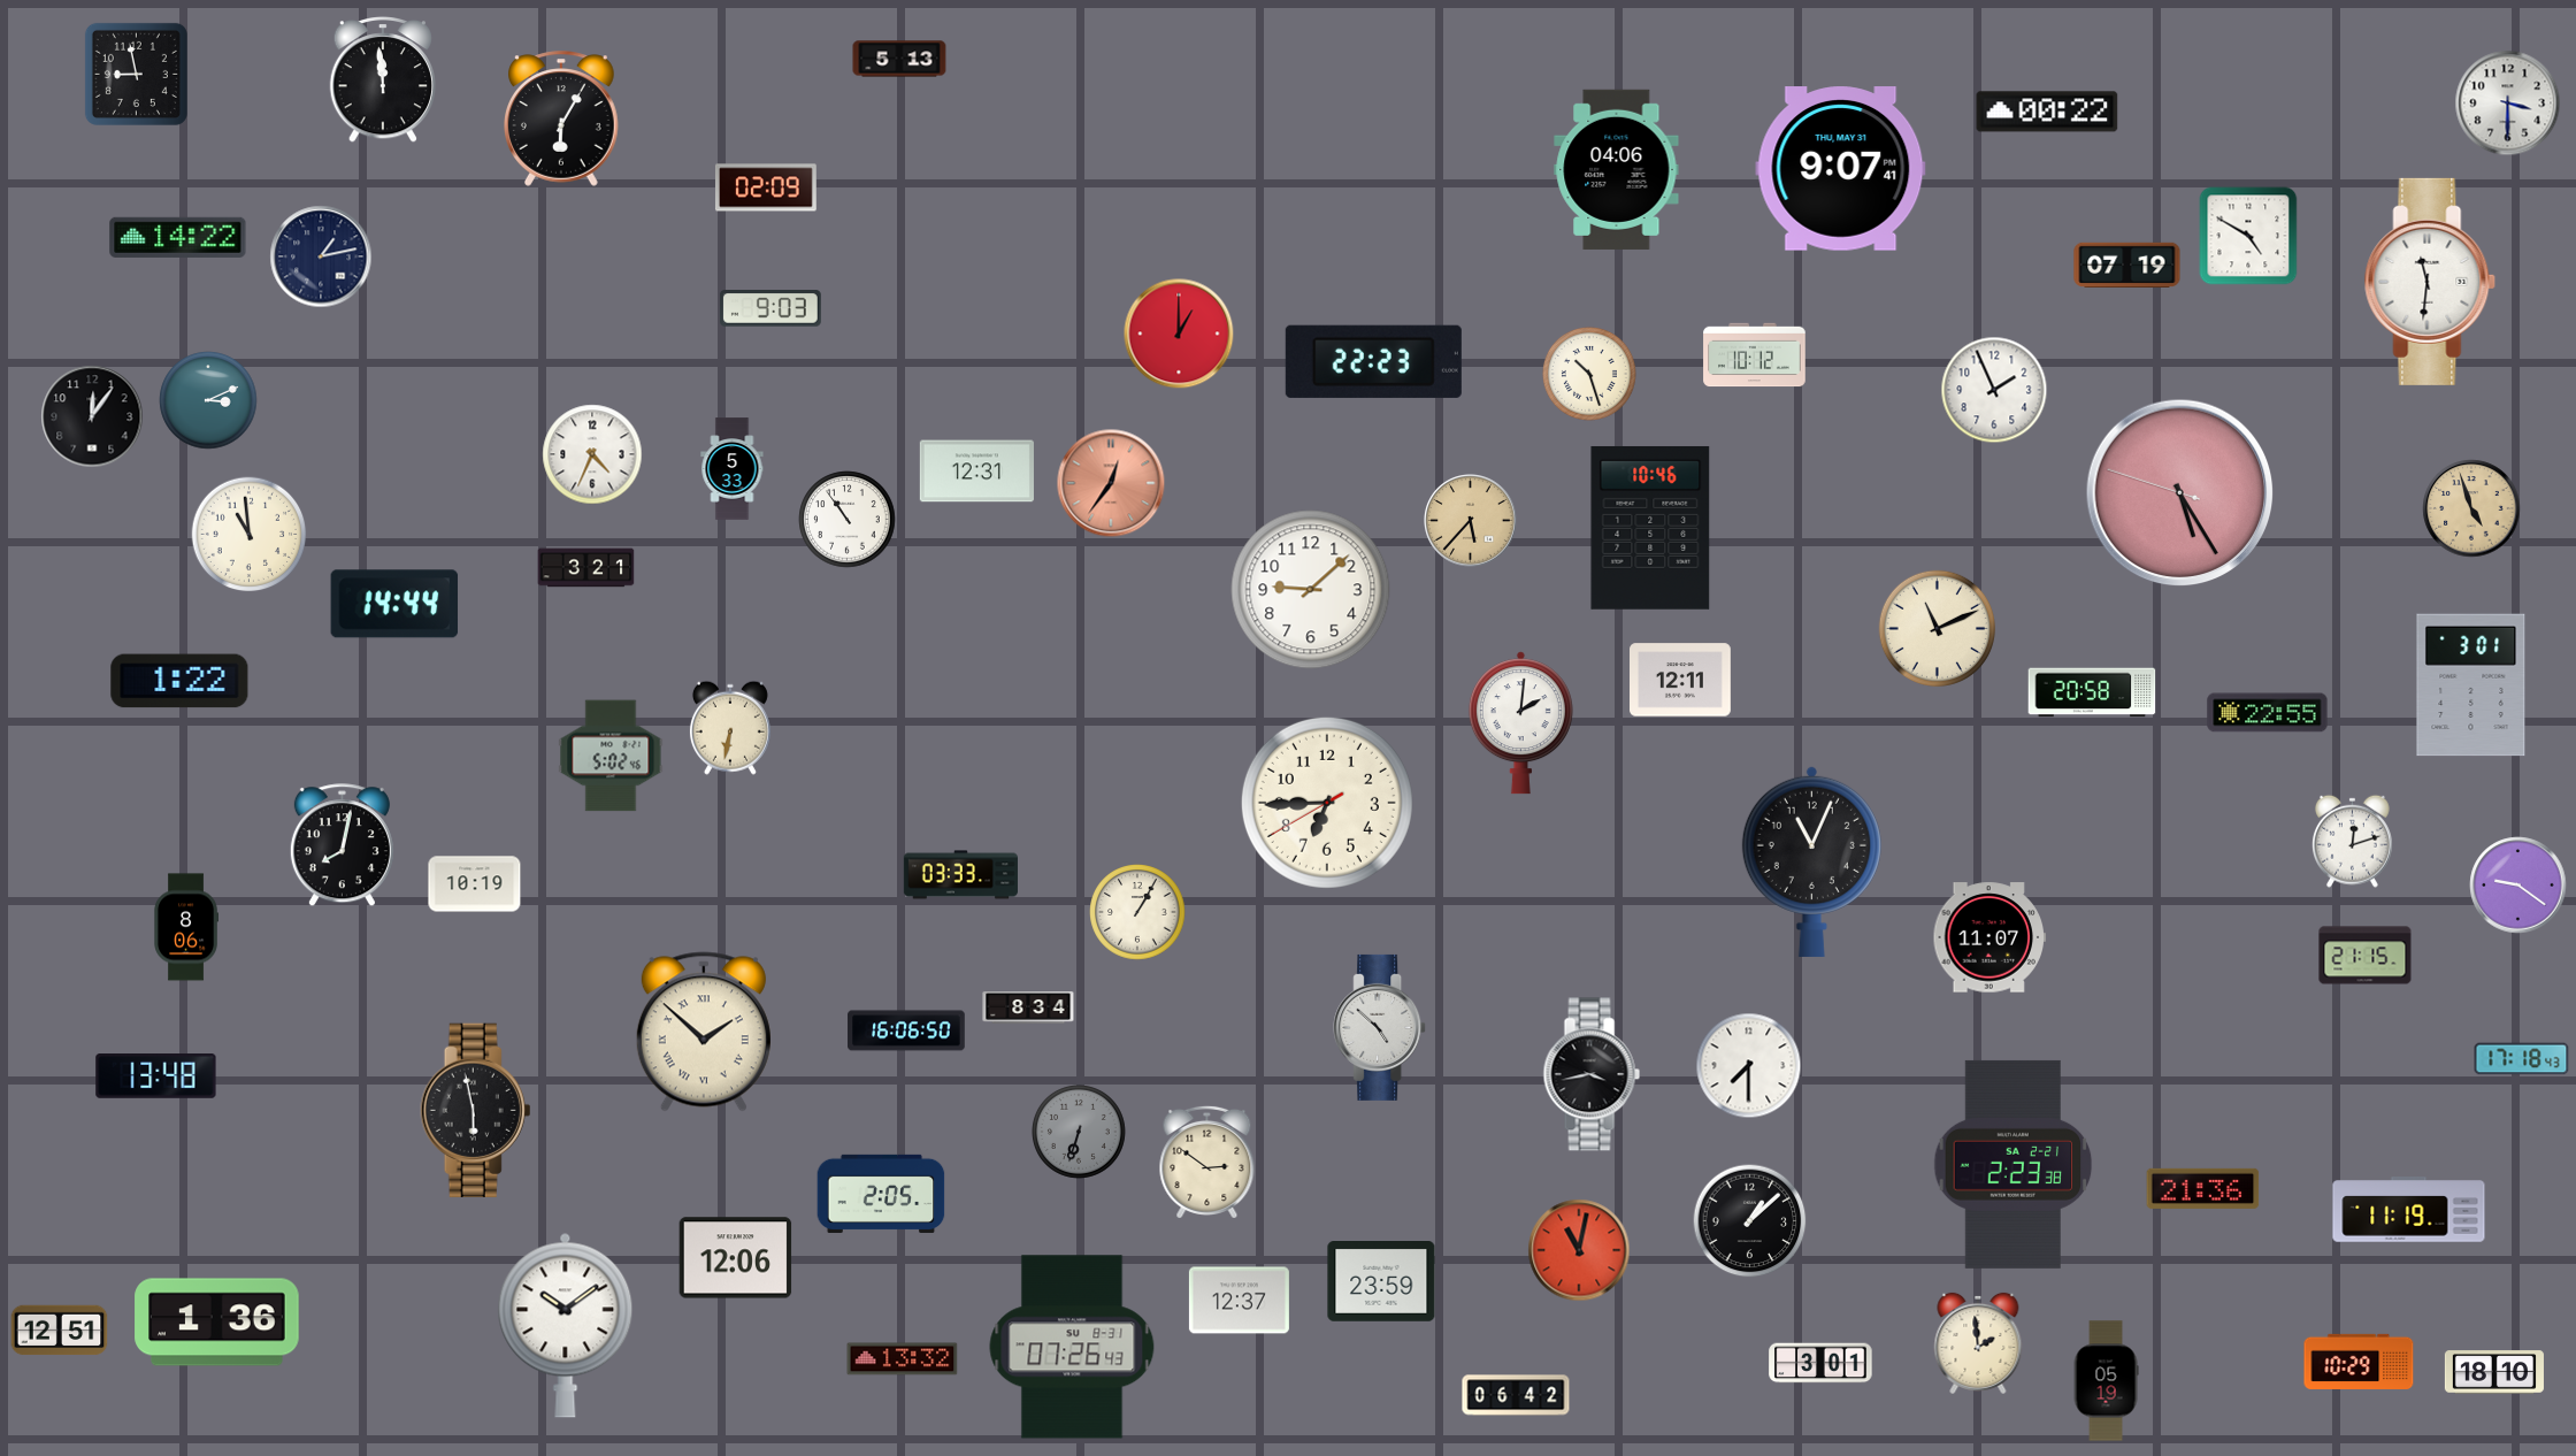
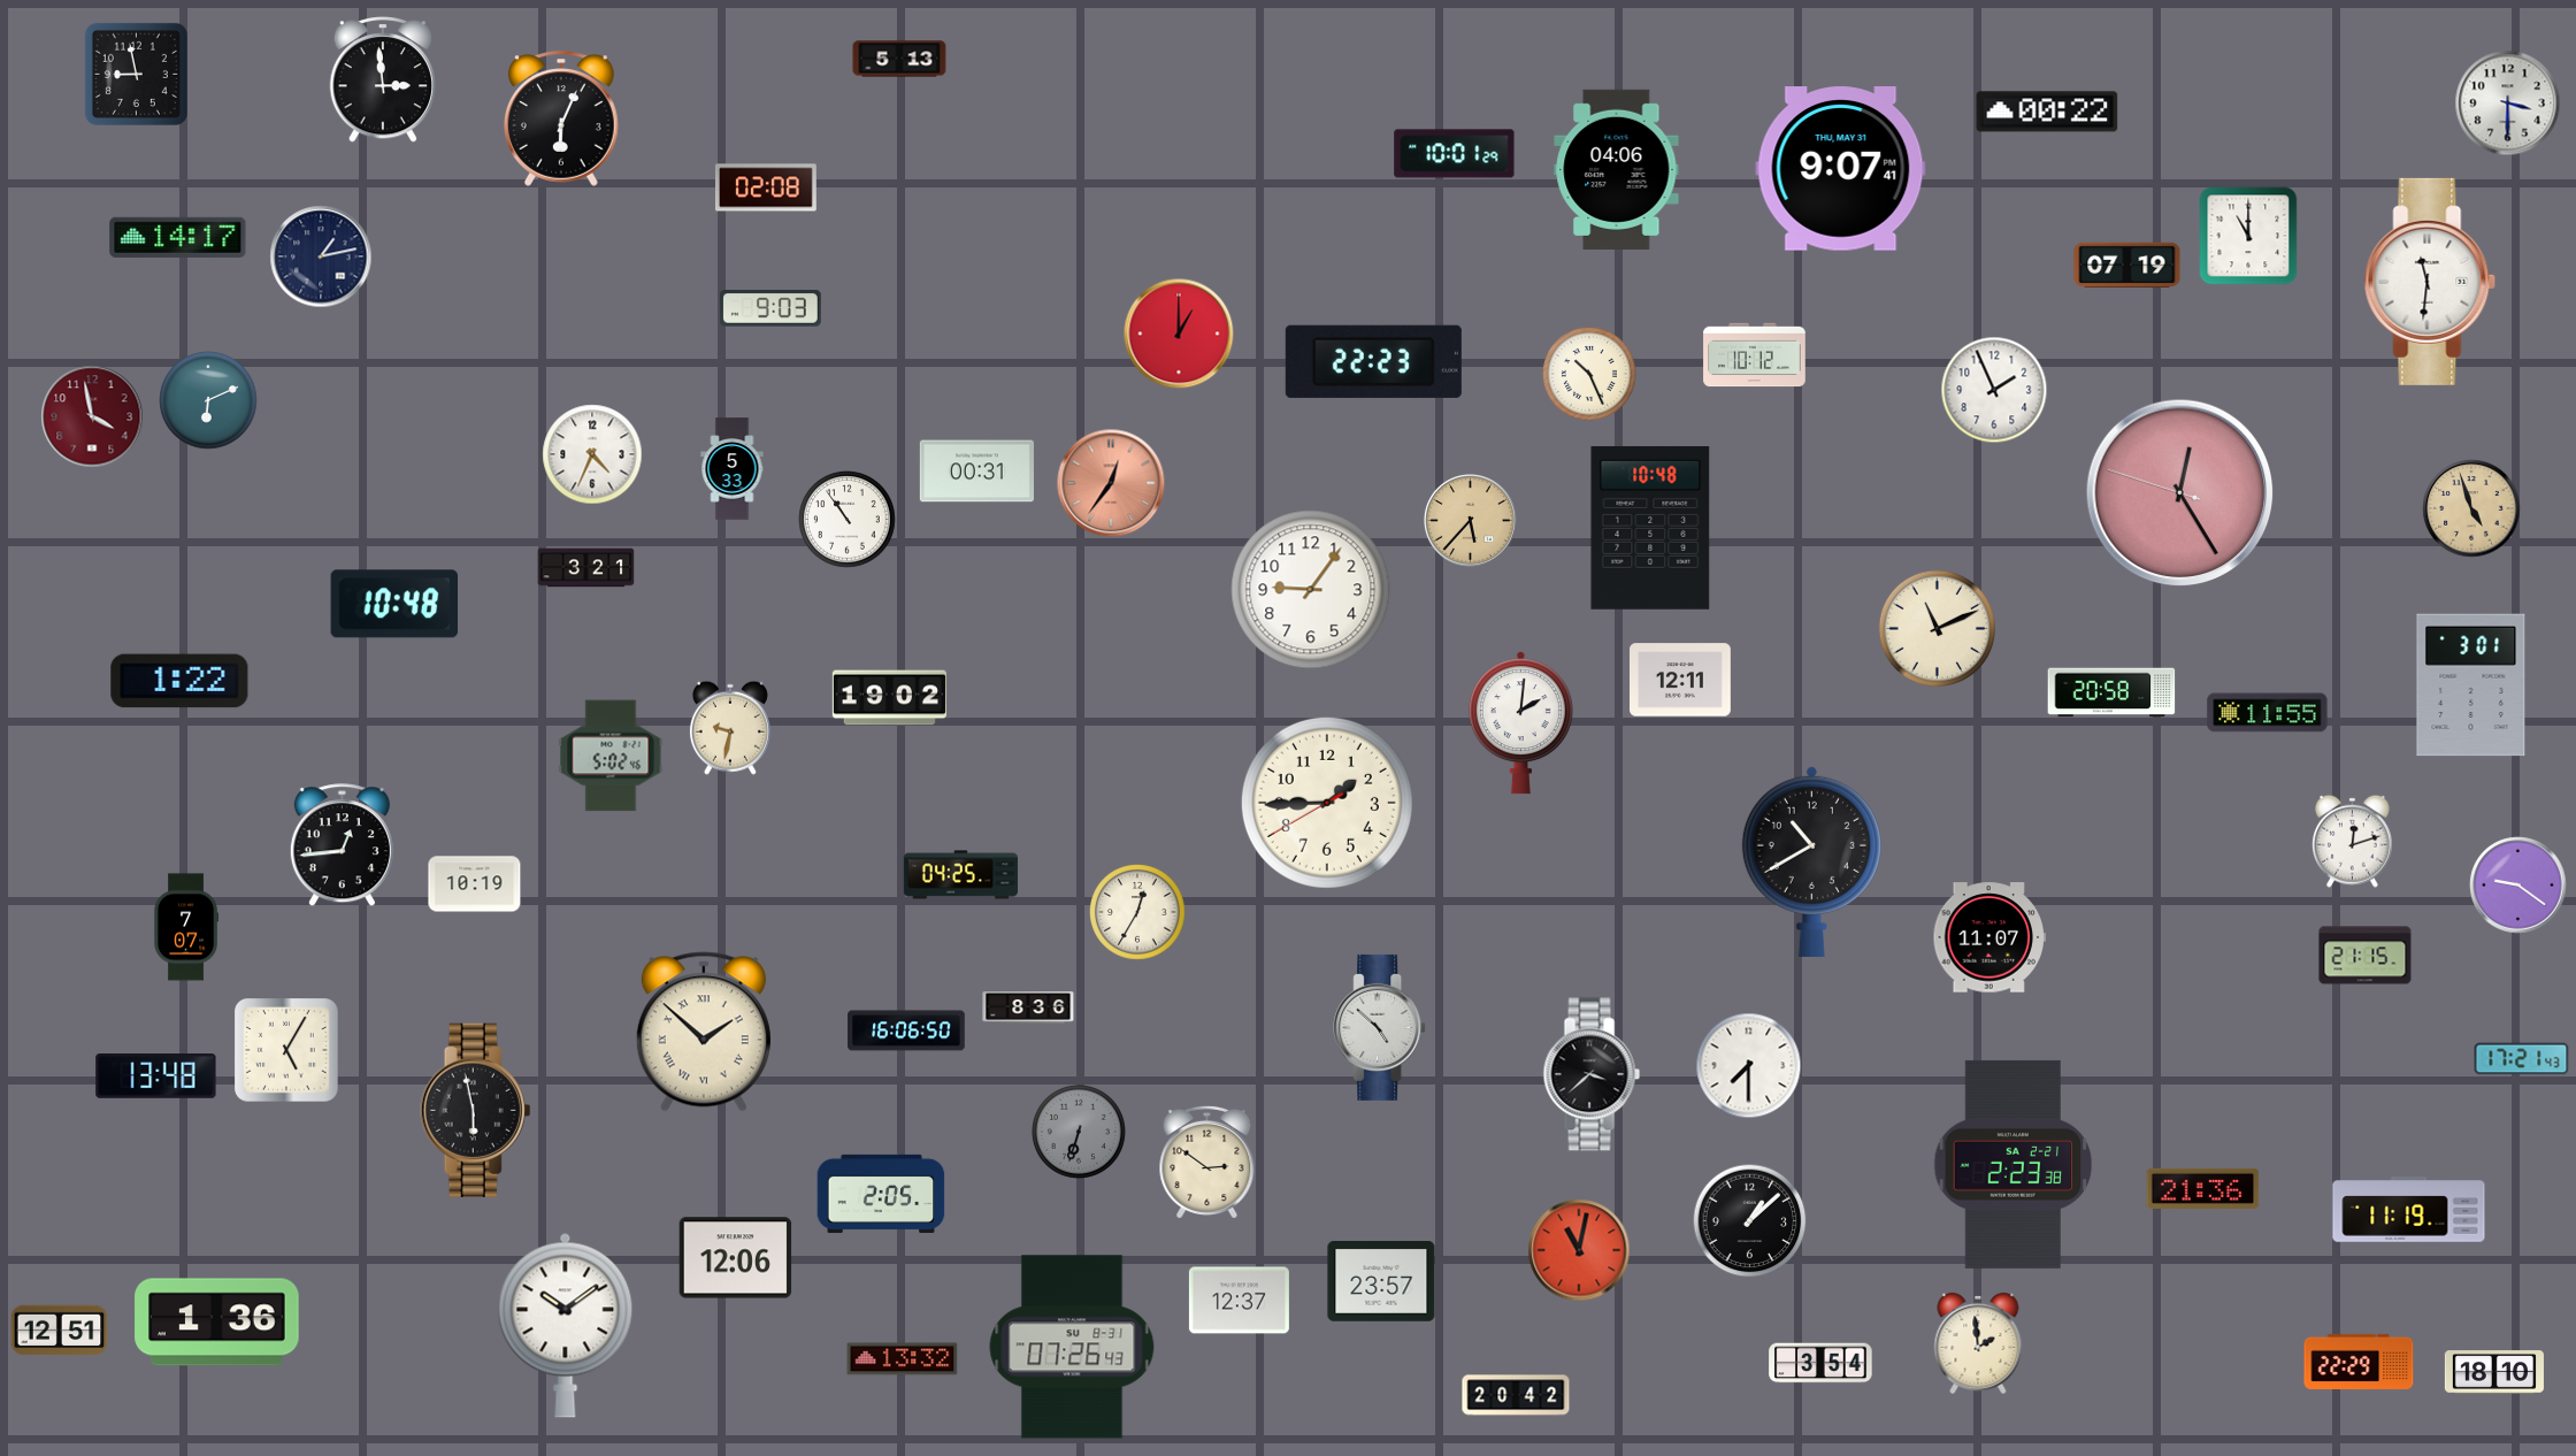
clock at (383, 81): 11:59 -> 2:59
clock at (562, 118): 6:05 -> 6:04
clock at (1455, 154): none -> 10:01
clock at (766, 187): 02:09 -> 02:08
clock at (2248, 236): 4:50 -> 11:00
clock at (178, 237): 14:22 -> 14:17
clock at (1589, 374): 10:27 -> 10:26
clock at (208, 400): 3:11 -> 6:11
clock at (92, 416): 12:06 -> 3:58
clock at (92, 416) dial: black -> burgundy
clock at (976, 472): 12:31 -> 00:31
clock at (2180, 493): 5:24 -> 12:24
clock at (1650, 528): 10:46 -> 10:48
clock at (250, 535): 10:59 -> none
clock at (1311, 590): 9:08 -> 9:06
clock at (394, 604): 14:44 -> 10:48
clock at (2092, 692) position: (2092, 692) -> (2111, 692)
clock at (889, 698): none -> 19:02
clock at (2268, 713): 22:55 -> 11:55
clock at (730, 728): 6:32 -> 9:32
clock at (1327, 803): 6:44 -> 1:44
clock at (342, 845): 8:02 -> 12:44
clock at (1811, 861): 11:04 -> 10:40
clock at (960, 875): 03:33 -> 04:25
clock at (1137, 912): 1:05 -> 12:35
clock at (185, 927): 8:06 -> 7:07
clock at (1028, 1009): 8:34 -> 8:36
clock at (286, 1050): none -> 5:05
clock at (2522, 1059): 17:18 -> 17:21
clock at (1592, 1074): 3:43 -> 3:38
clock at (1381, 1282): 23:59 -> 23:57
clock at (2359, 1362): 10:29 -> 22:29
clock at (1820, 1363): 3:01 -> 3:54
clock at (2106, 1381): 05:19 -> none
clock at (1516, 1395): 06:42 -> 20:42
